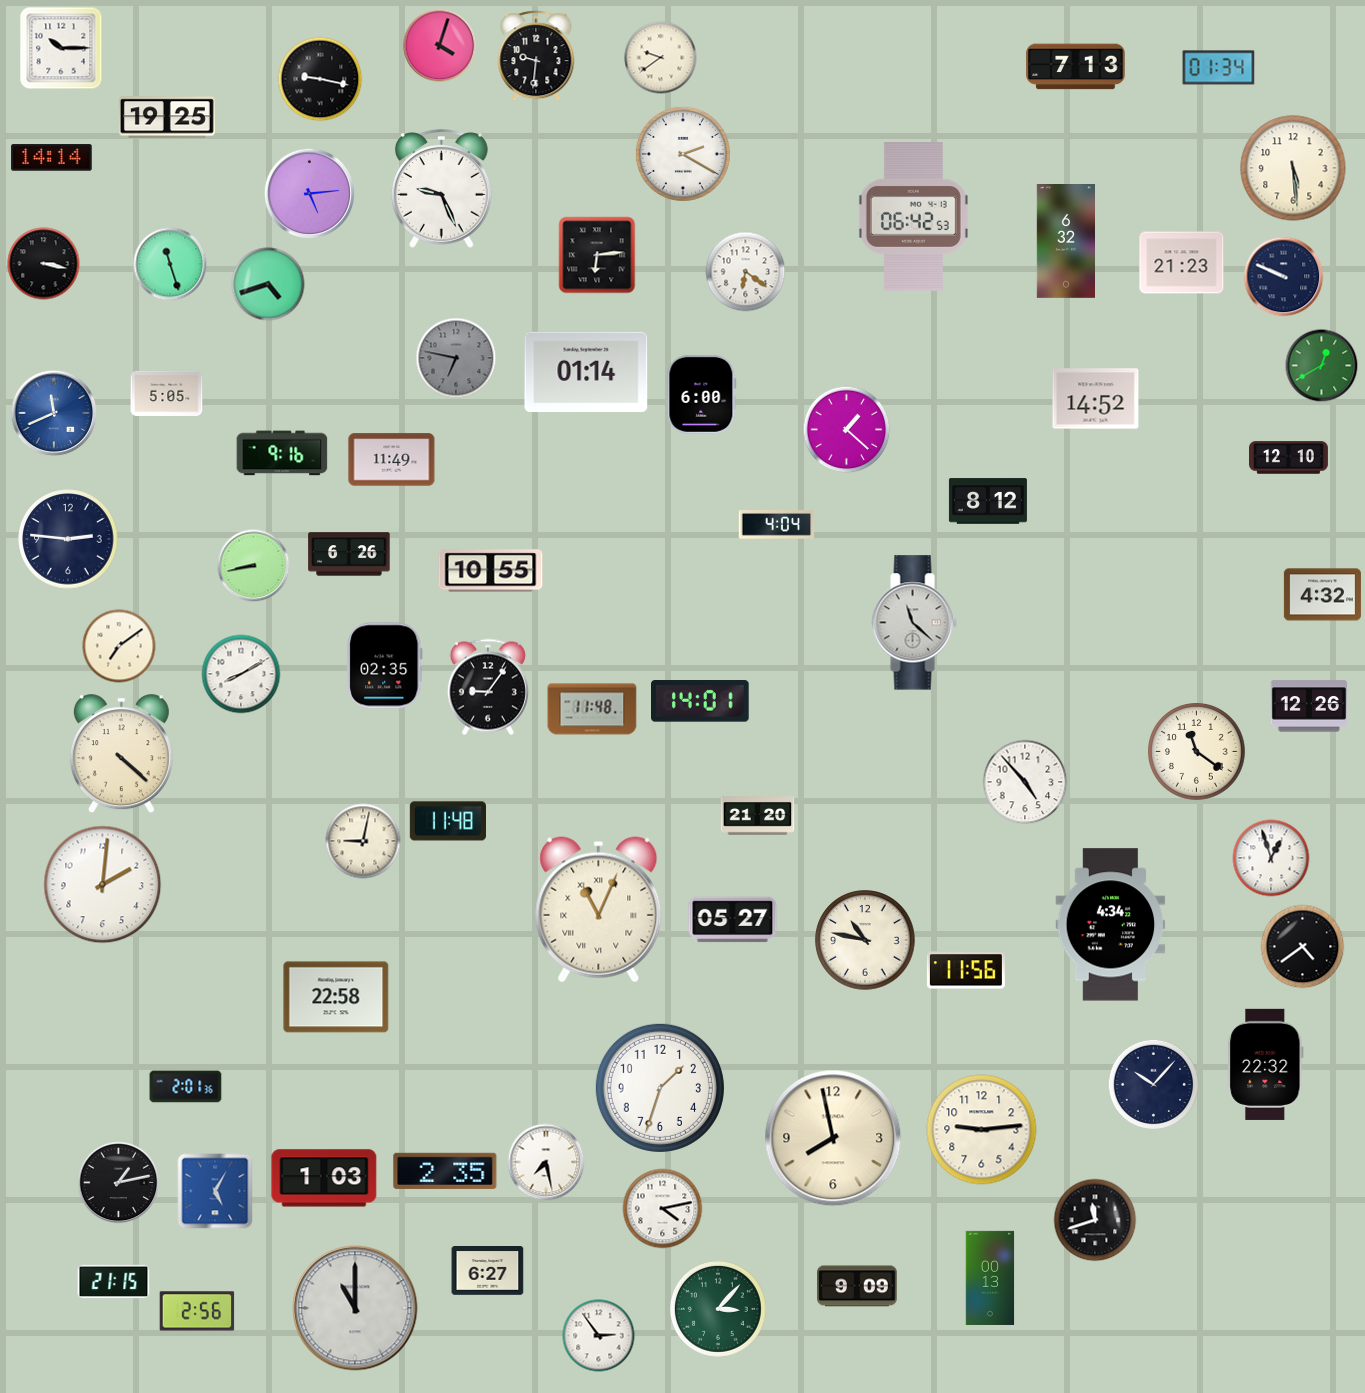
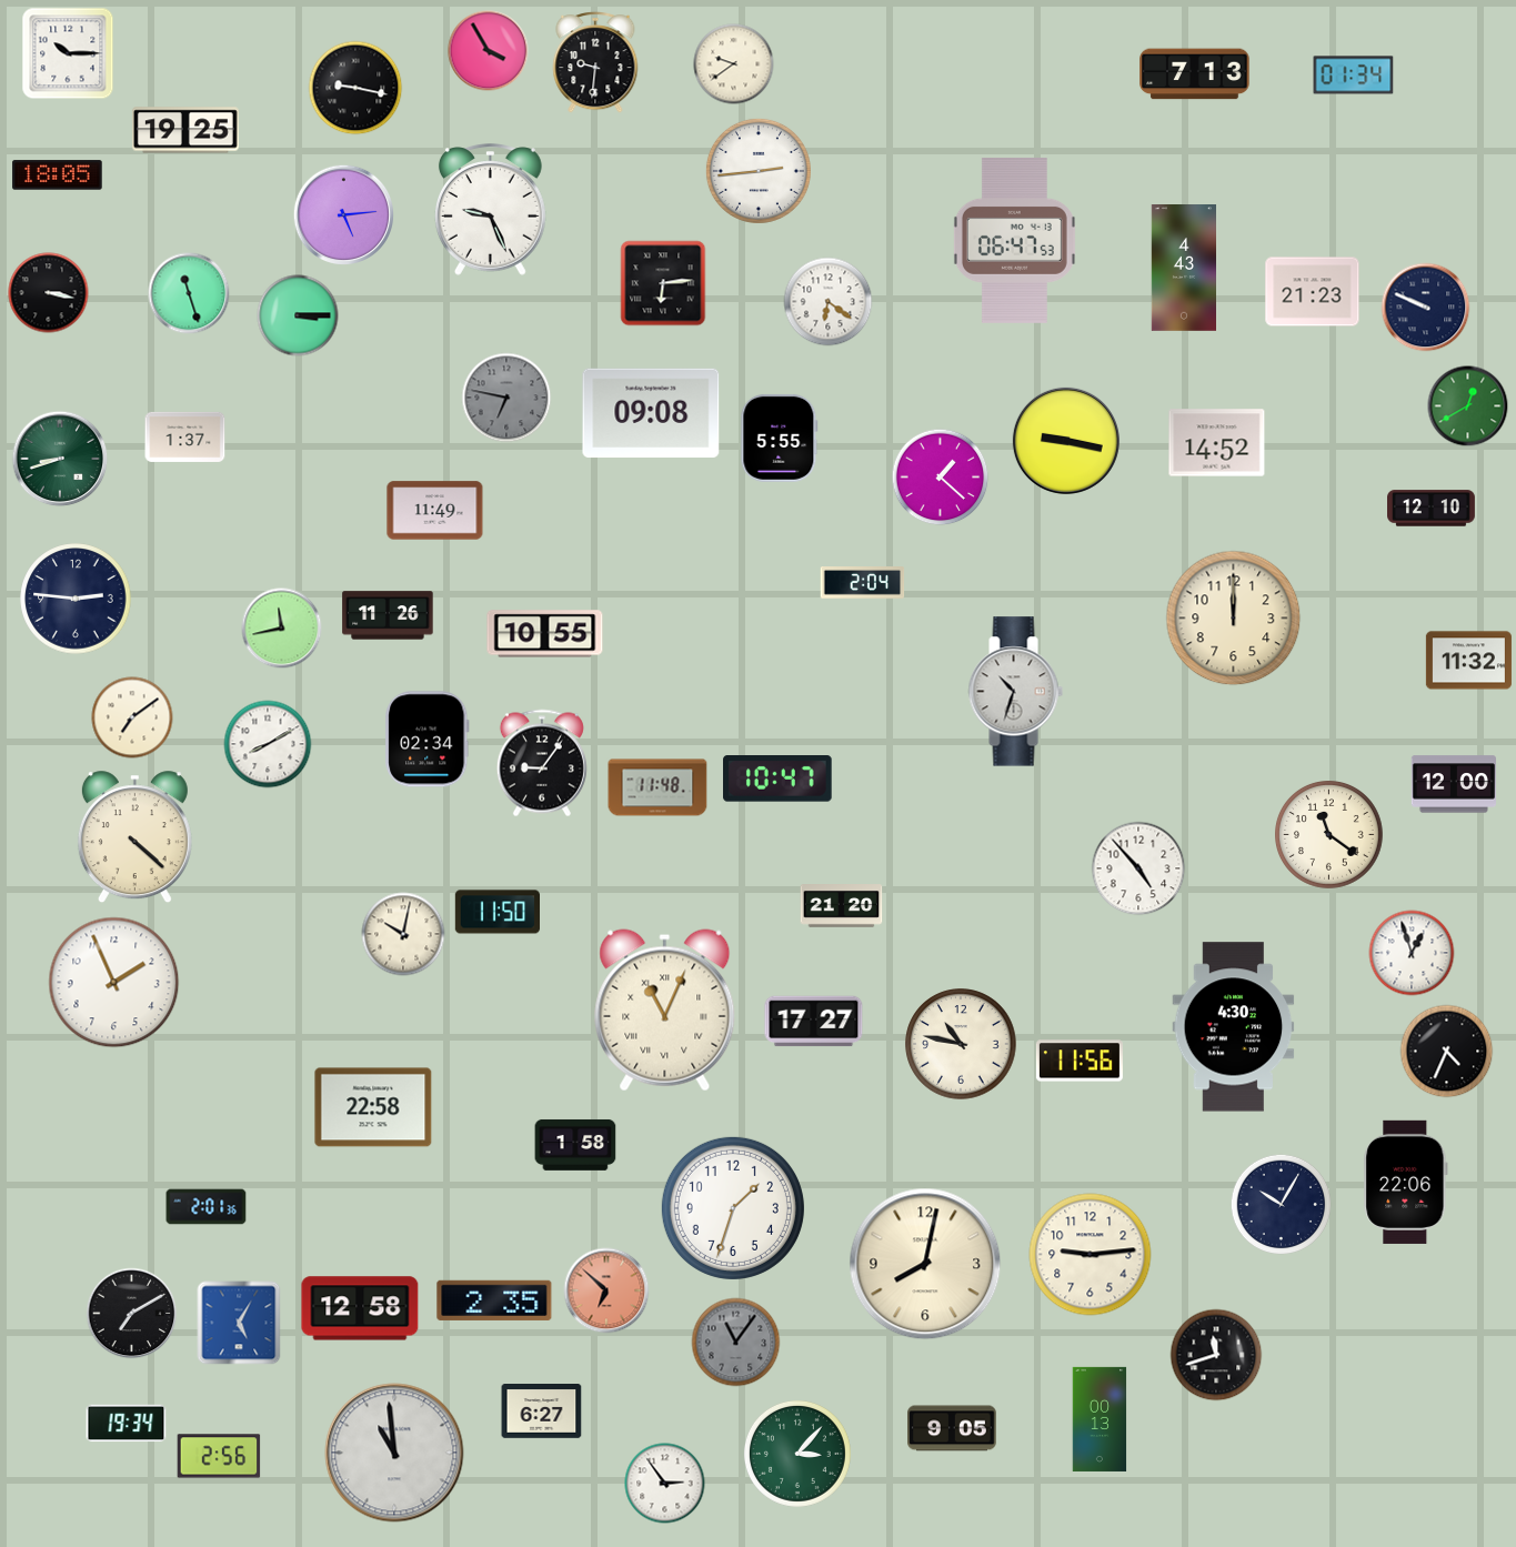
clock at (440, 46): 4:03 -> 3:55
clock at (683, 154): 2:20 -> 2:44
clock at (52, 158): 14:14 -> 18:05
clock at (1293, 168): 5:29 -> none
clock at (913, 217): 06:42 -> 06:47
clock at (1065, 242): 6:32 -> 4:43
clock at (268, 284): 4:42 -> 3:15
clock at (586, 372): 01:14 -> 09:08
clock at (167, 393): 5:05 -> 1:37
clock at (702, 394): 6:00 -> 5:55
clock at (1066, 441): none -> 9:17
clock at (54, 413): 11:41 -> 8:42
clock at (54, 413) dial: blue -> green
clock at (282, 453): 9:16 -> none
clock at (988, 501): 8:12 -> none
clock at (777, 525): 4:04 -> 2:04
clock at (349, 554): 6:26 -> 11:26
clock at (1234, 619): none -> 12:00
clock at (254, 566): 8:43 -> 11:43
clock at (1322, 595): 4:32 -> 11:32
clock at (914, 623): 11:22 -> 10:33
clock at (385, 666): 02:35 -> 02:34
clock at (241, 674) position: (241, 674) -> (268, 744)
clock at (701, 701): 14:01 -> 10:47
clock at (1308, 706): 12:26 -> 12:00
clock at (447, 821): 11:48 -> 11:50
clock at (363, 841): 9:02 -> 10:02
clock at (103, 885): 2:01 -> 1:56
clock at (733, 920): 05:27 -> 17:27
clock at (1111, 925): 4:34 -> 4:30
clock at (1303, 947): 4:39 -> 4:34
clock at (966, 970) position: (966, 970) -> (1080, 1061)
clock at (575, 1145): none -> 1:58
clock at (1266, 1064): 22:32 -> 22:06
clock at (1153, 1084): 10:07 -> 10:05
clock at (833, 1138): 7:58 -> 8:02
clock at (546, 1162): 7:28 -> 6:52
clock at (546, 1162) dial: white -> salmon
clock at (324, 1178): 1:03 -> 12:58
clock at (119, 1183): 1:13 -> 7:10
clock at (663, 1209): 4:13 -> 11:06
clock at (663, 1209) dial: white -> grey
clock at (114, 1282): 21:15 -> 19:34
clock at (857, 1286): 9:09 -> 9:05
clock at (355, 1308): 11:00 -> 10:59
